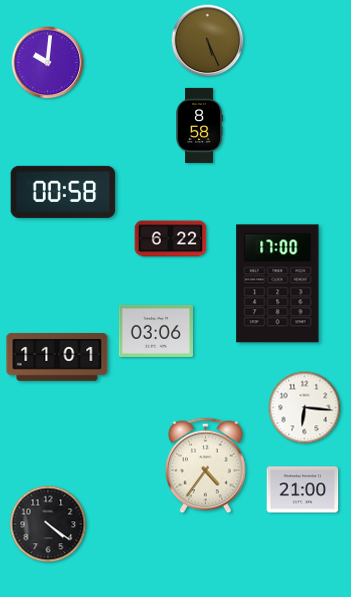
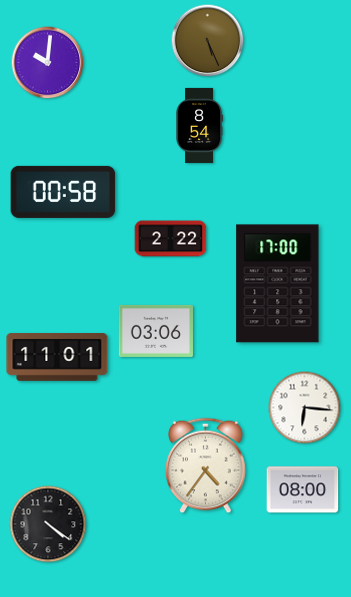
clock at (200, 125): 8:58 -> 8:54
clock at (171, 239): 6:22 -> 2:22
clock at (303, 490): 21:00 -> 08:00
